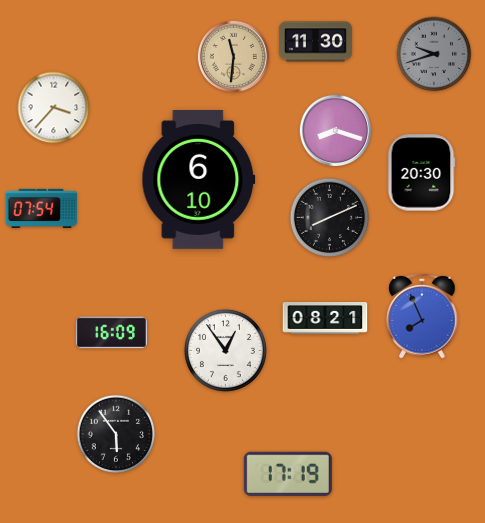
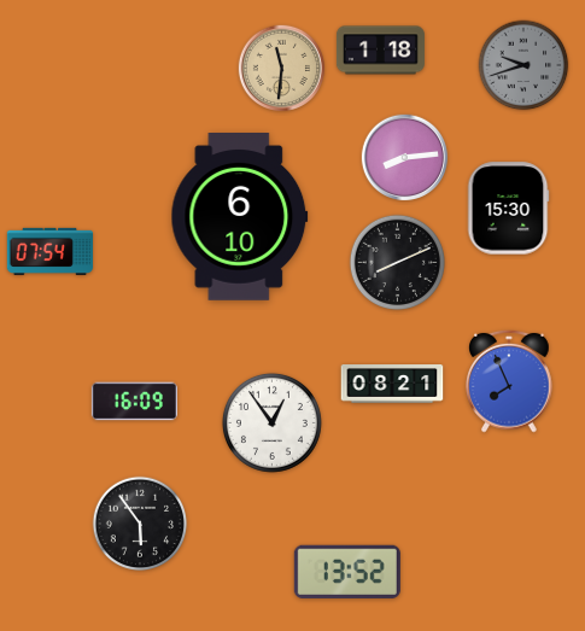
clock at (315, 42): 11:30 -> 1:18
clock at (54, 108): 3:37 -> none
clock at (336, 131): 8:18 -> 8:14
clock at (421, 173): 20:30 -> 15:30
clock at (288, 474): 17:19 -> 13:52
